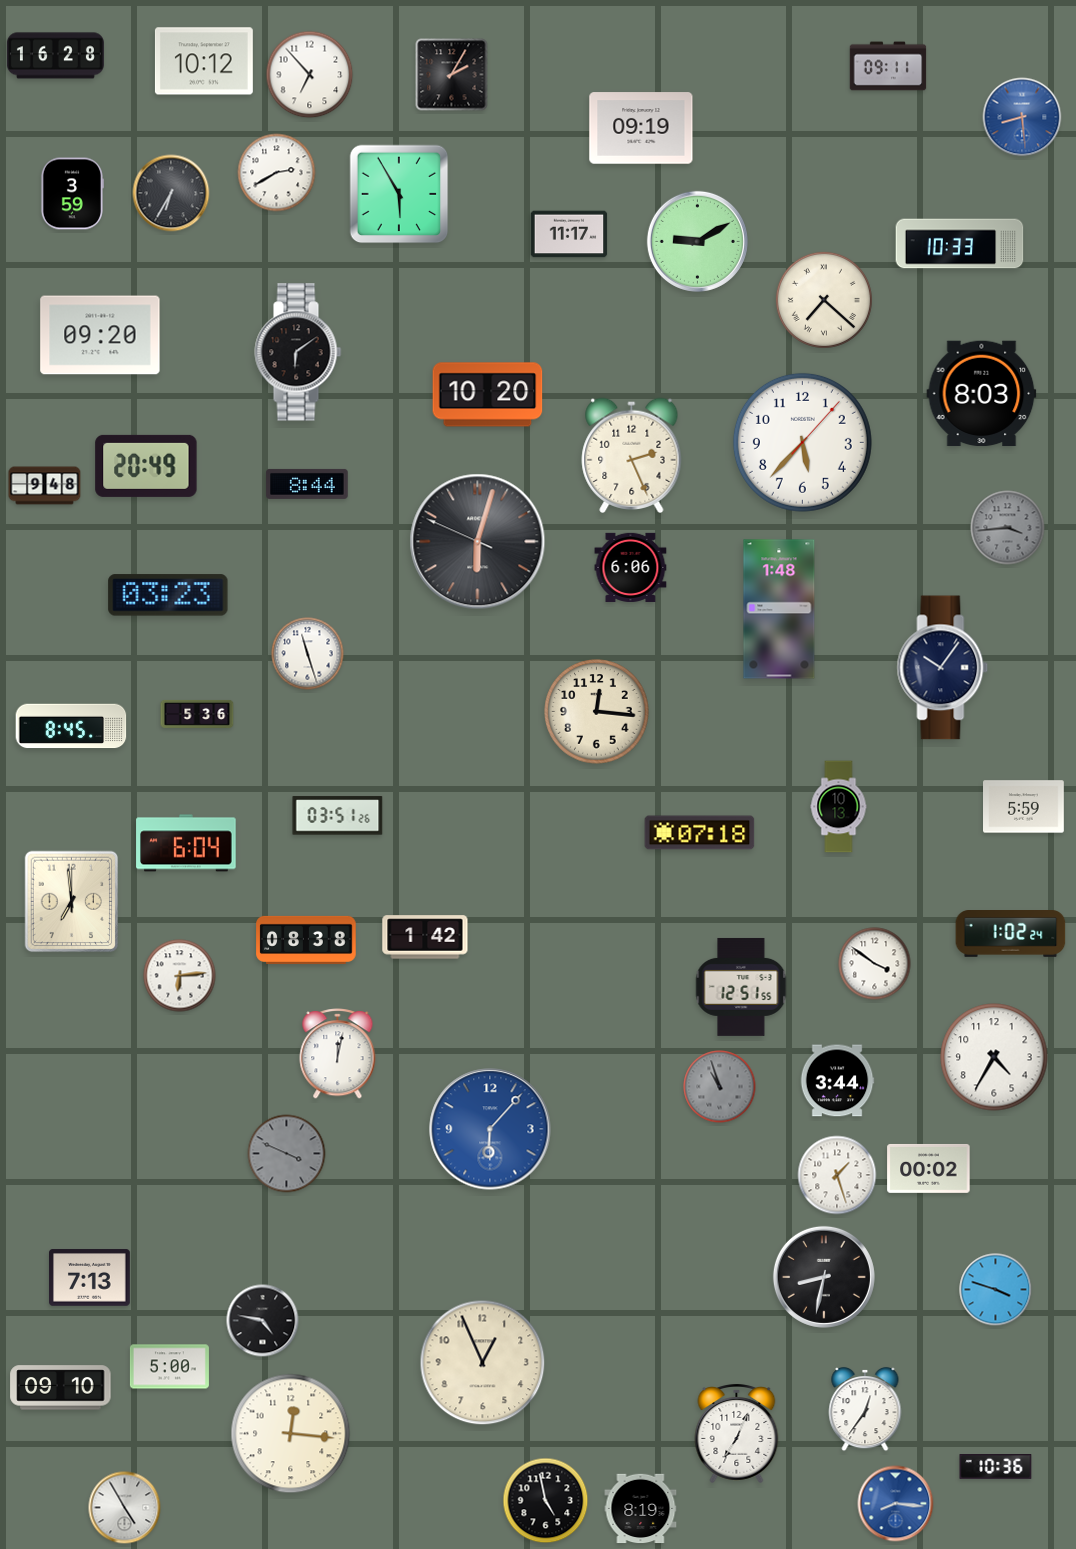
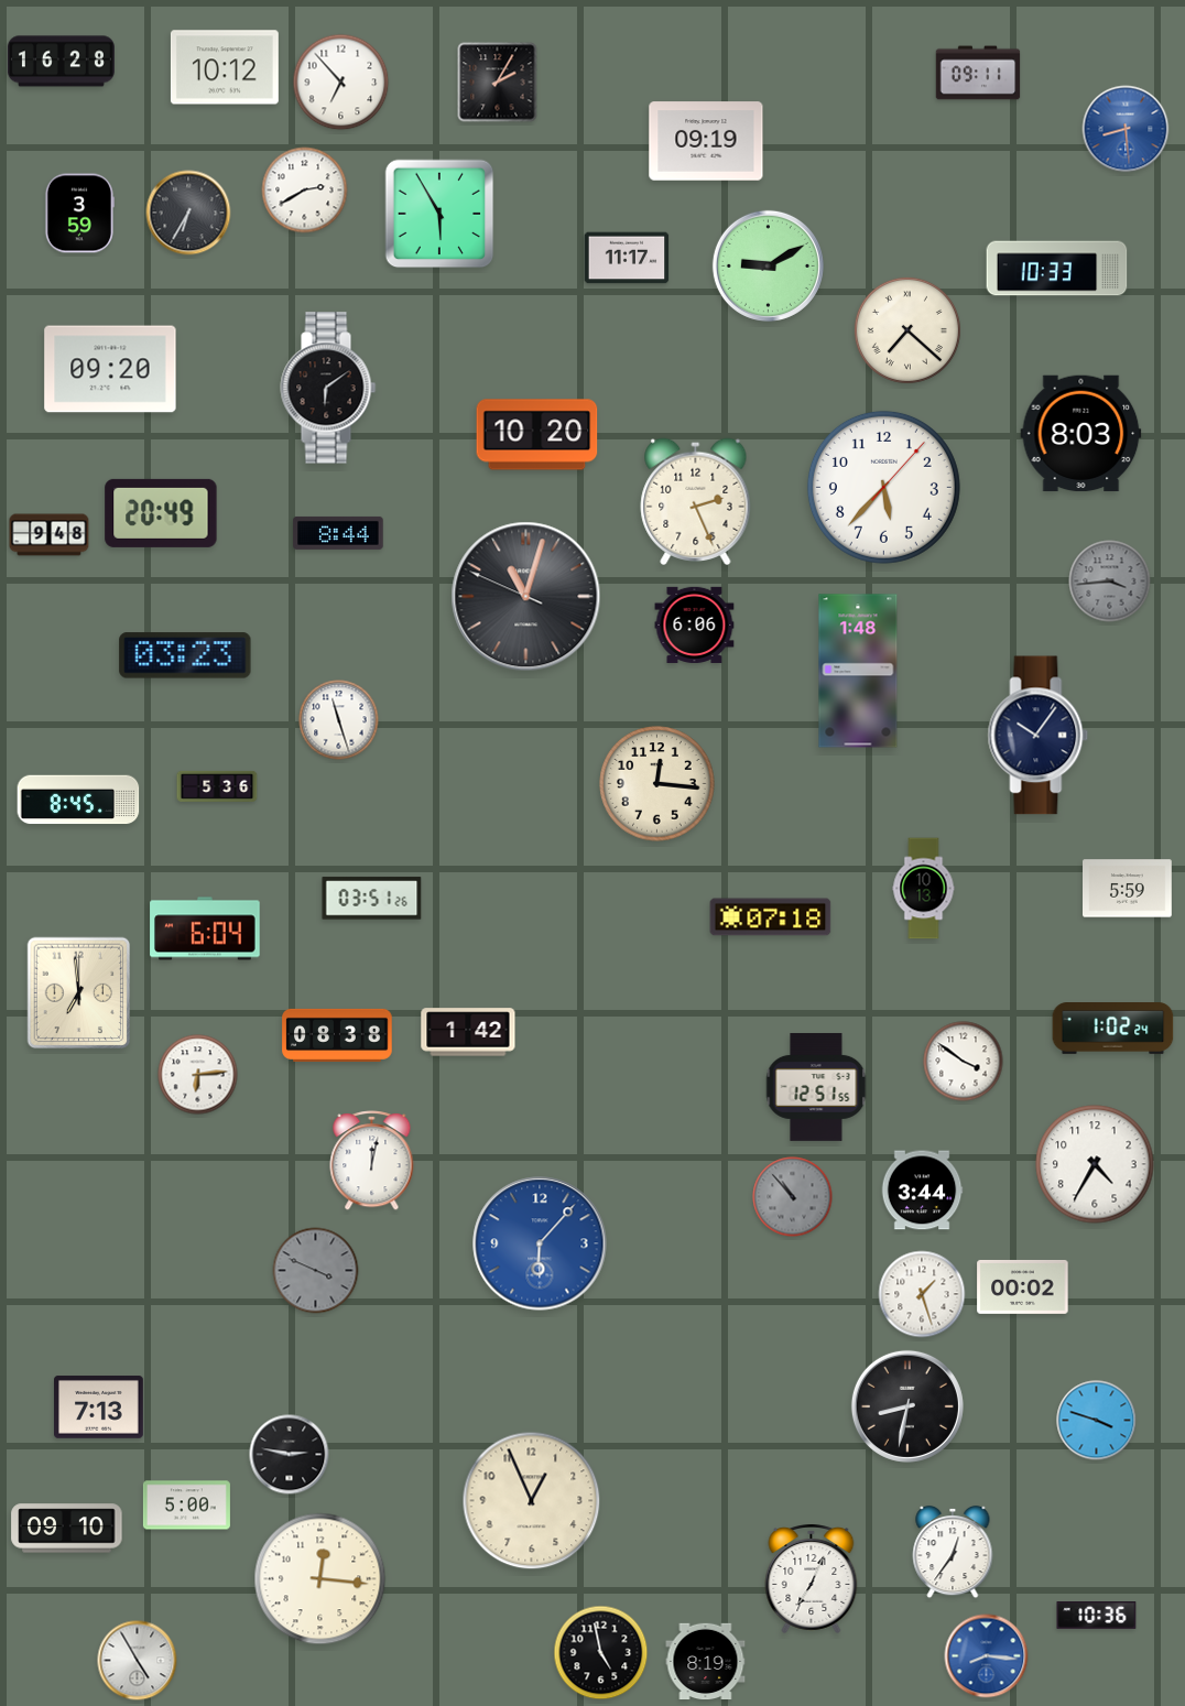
clock at (478, 542): 6:02 -> 11:02
clock at (720, 1087): 10:57 -> 10:53
clock at (263, 1321): 4:47 -> 2:47
